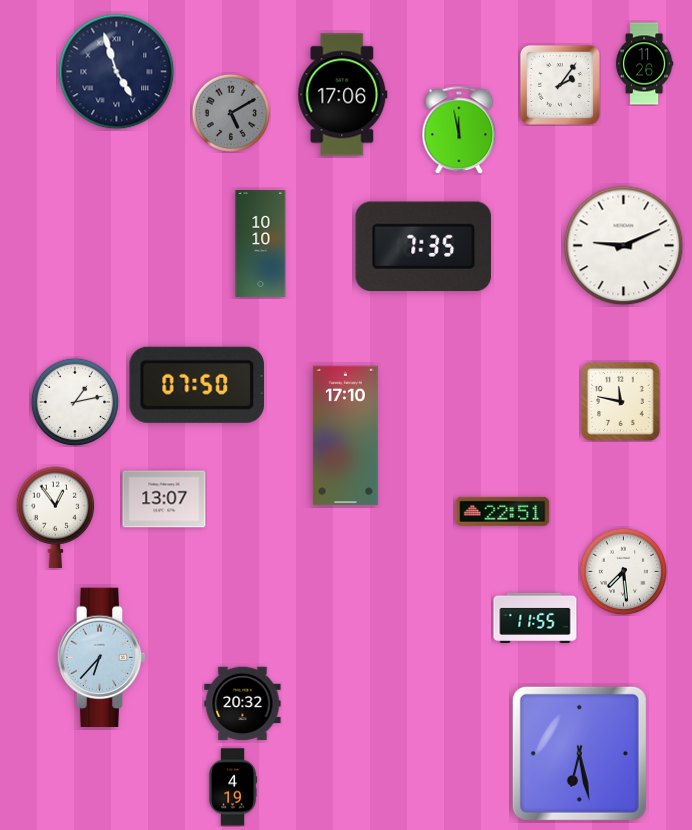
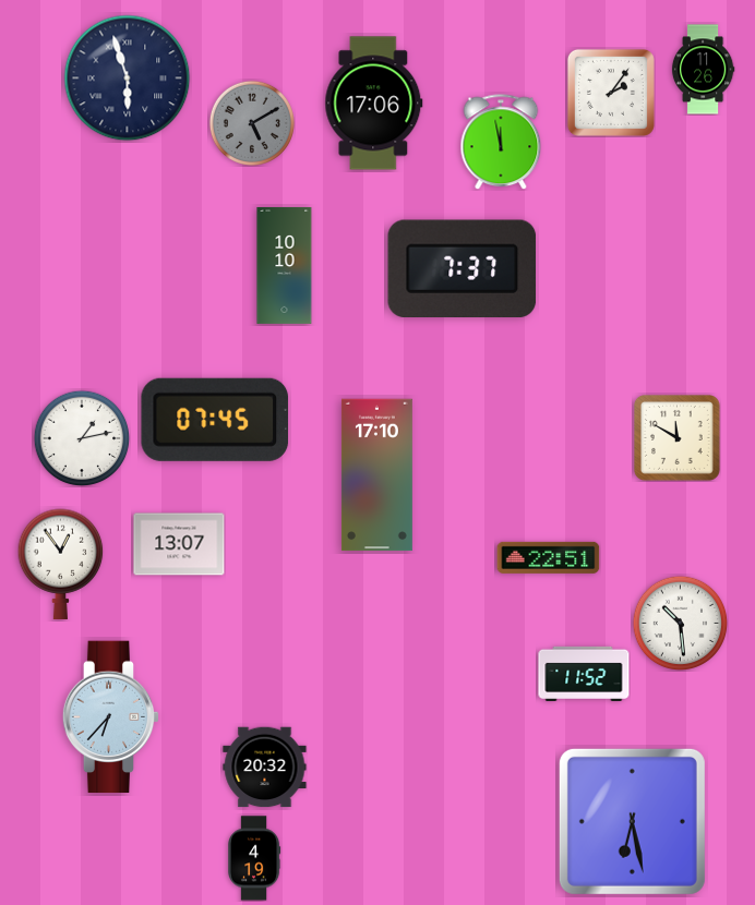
clock at (117, 72): 4:57 -> 5:57
clock at (624, 246): 9:11 -> none
clock at (424, 247): 7:35 -> 7:37
clock at (197, 385): 07:50 -> 07:45
clock at (621, 402): 11:47 -> 11:50
clock at (623, 571): 7:29 -> 10:29
clock at (535, 617): 11:55 -> 11:52
